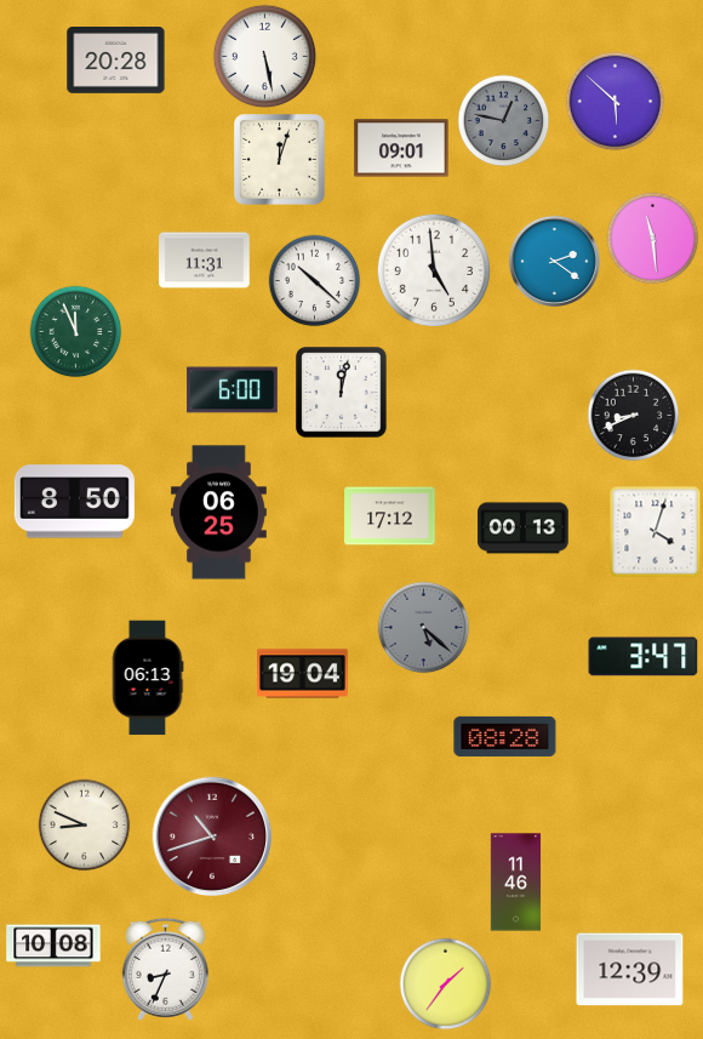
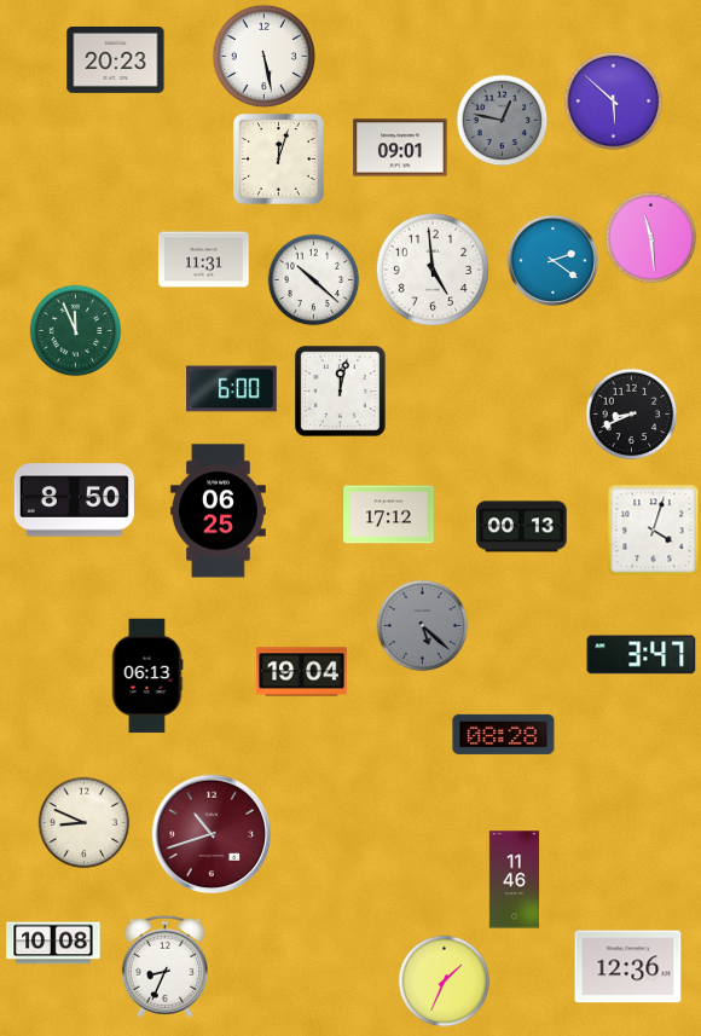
clock at (116, 61): 20:28 -> 20:23
clock at (630, 970): 12:39 -> 12:36
clock at (446, 984): 1:36 -> 1:34
